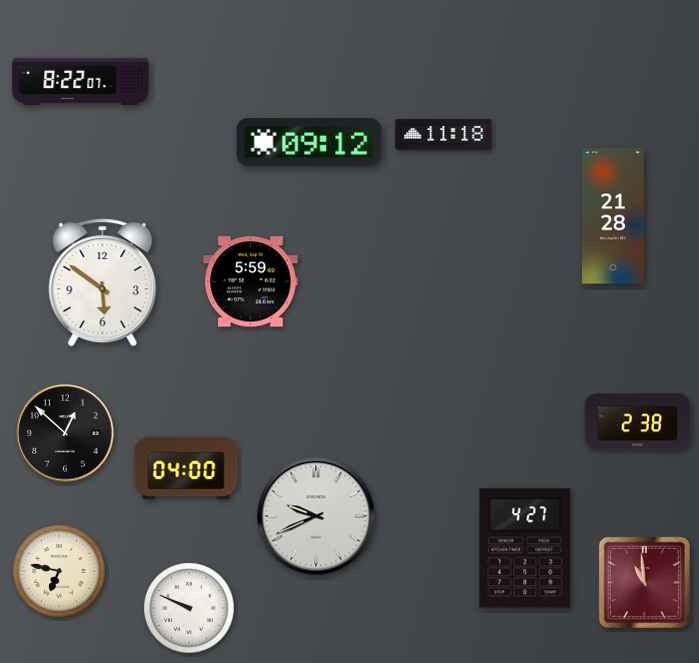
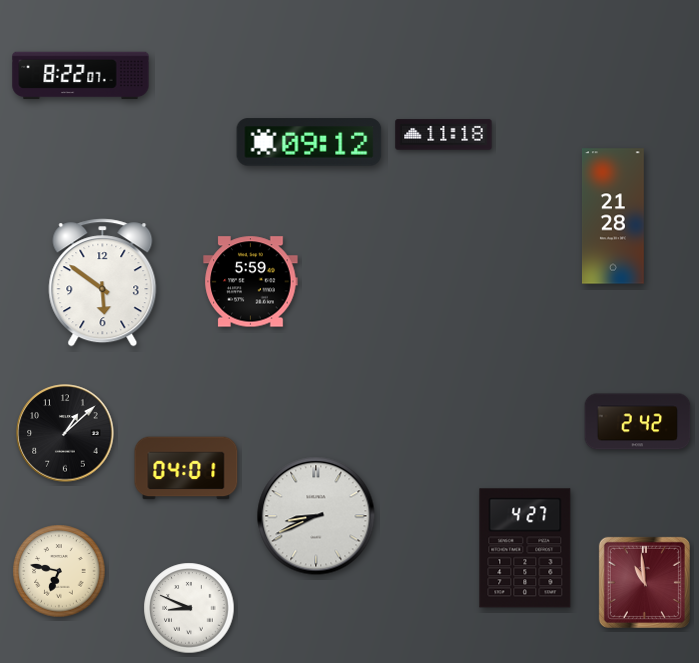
clock at (81, 82) position: (81, 82) -> (81, 76)
clock at (638, 422): 2:38 -> 2:42
clock at (65, 433): 12:52 -> 1:08
clock at (186, 468): 04:00 -> 04:01
clock at (316, 516): 9:41 -> 8:41
clock at (189, 608): 9:49 -> 8:49
